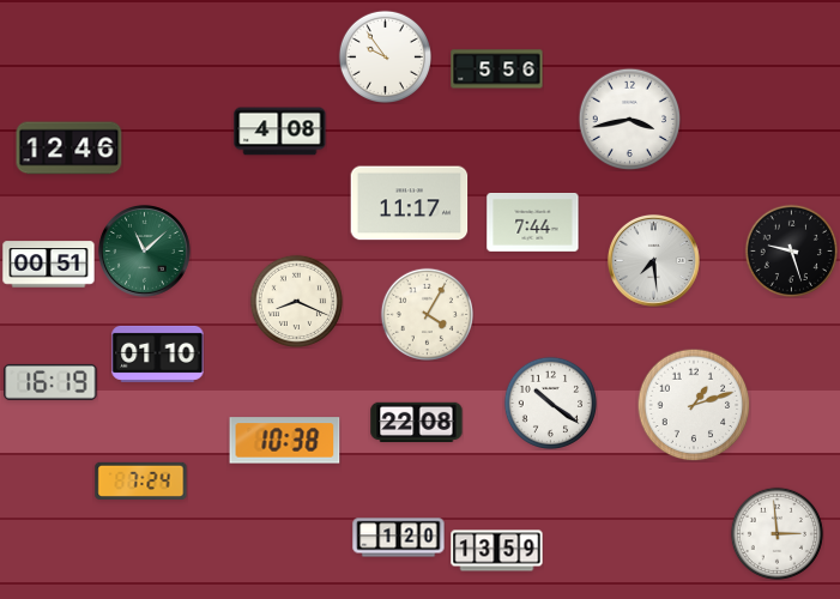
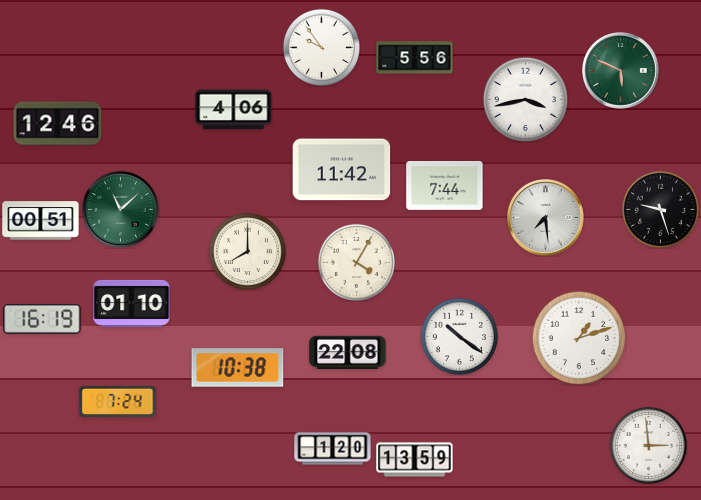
clock at (621, 71): none -> 5:49
clock at (280, 132): 4:08 -> 4:06
clock at (410, 204): 11:17 -> 11:42
clock at (296, 301): 8:19 -> 8:00
clock at (158, 353) position: (158, 353) -> (132, 303)
